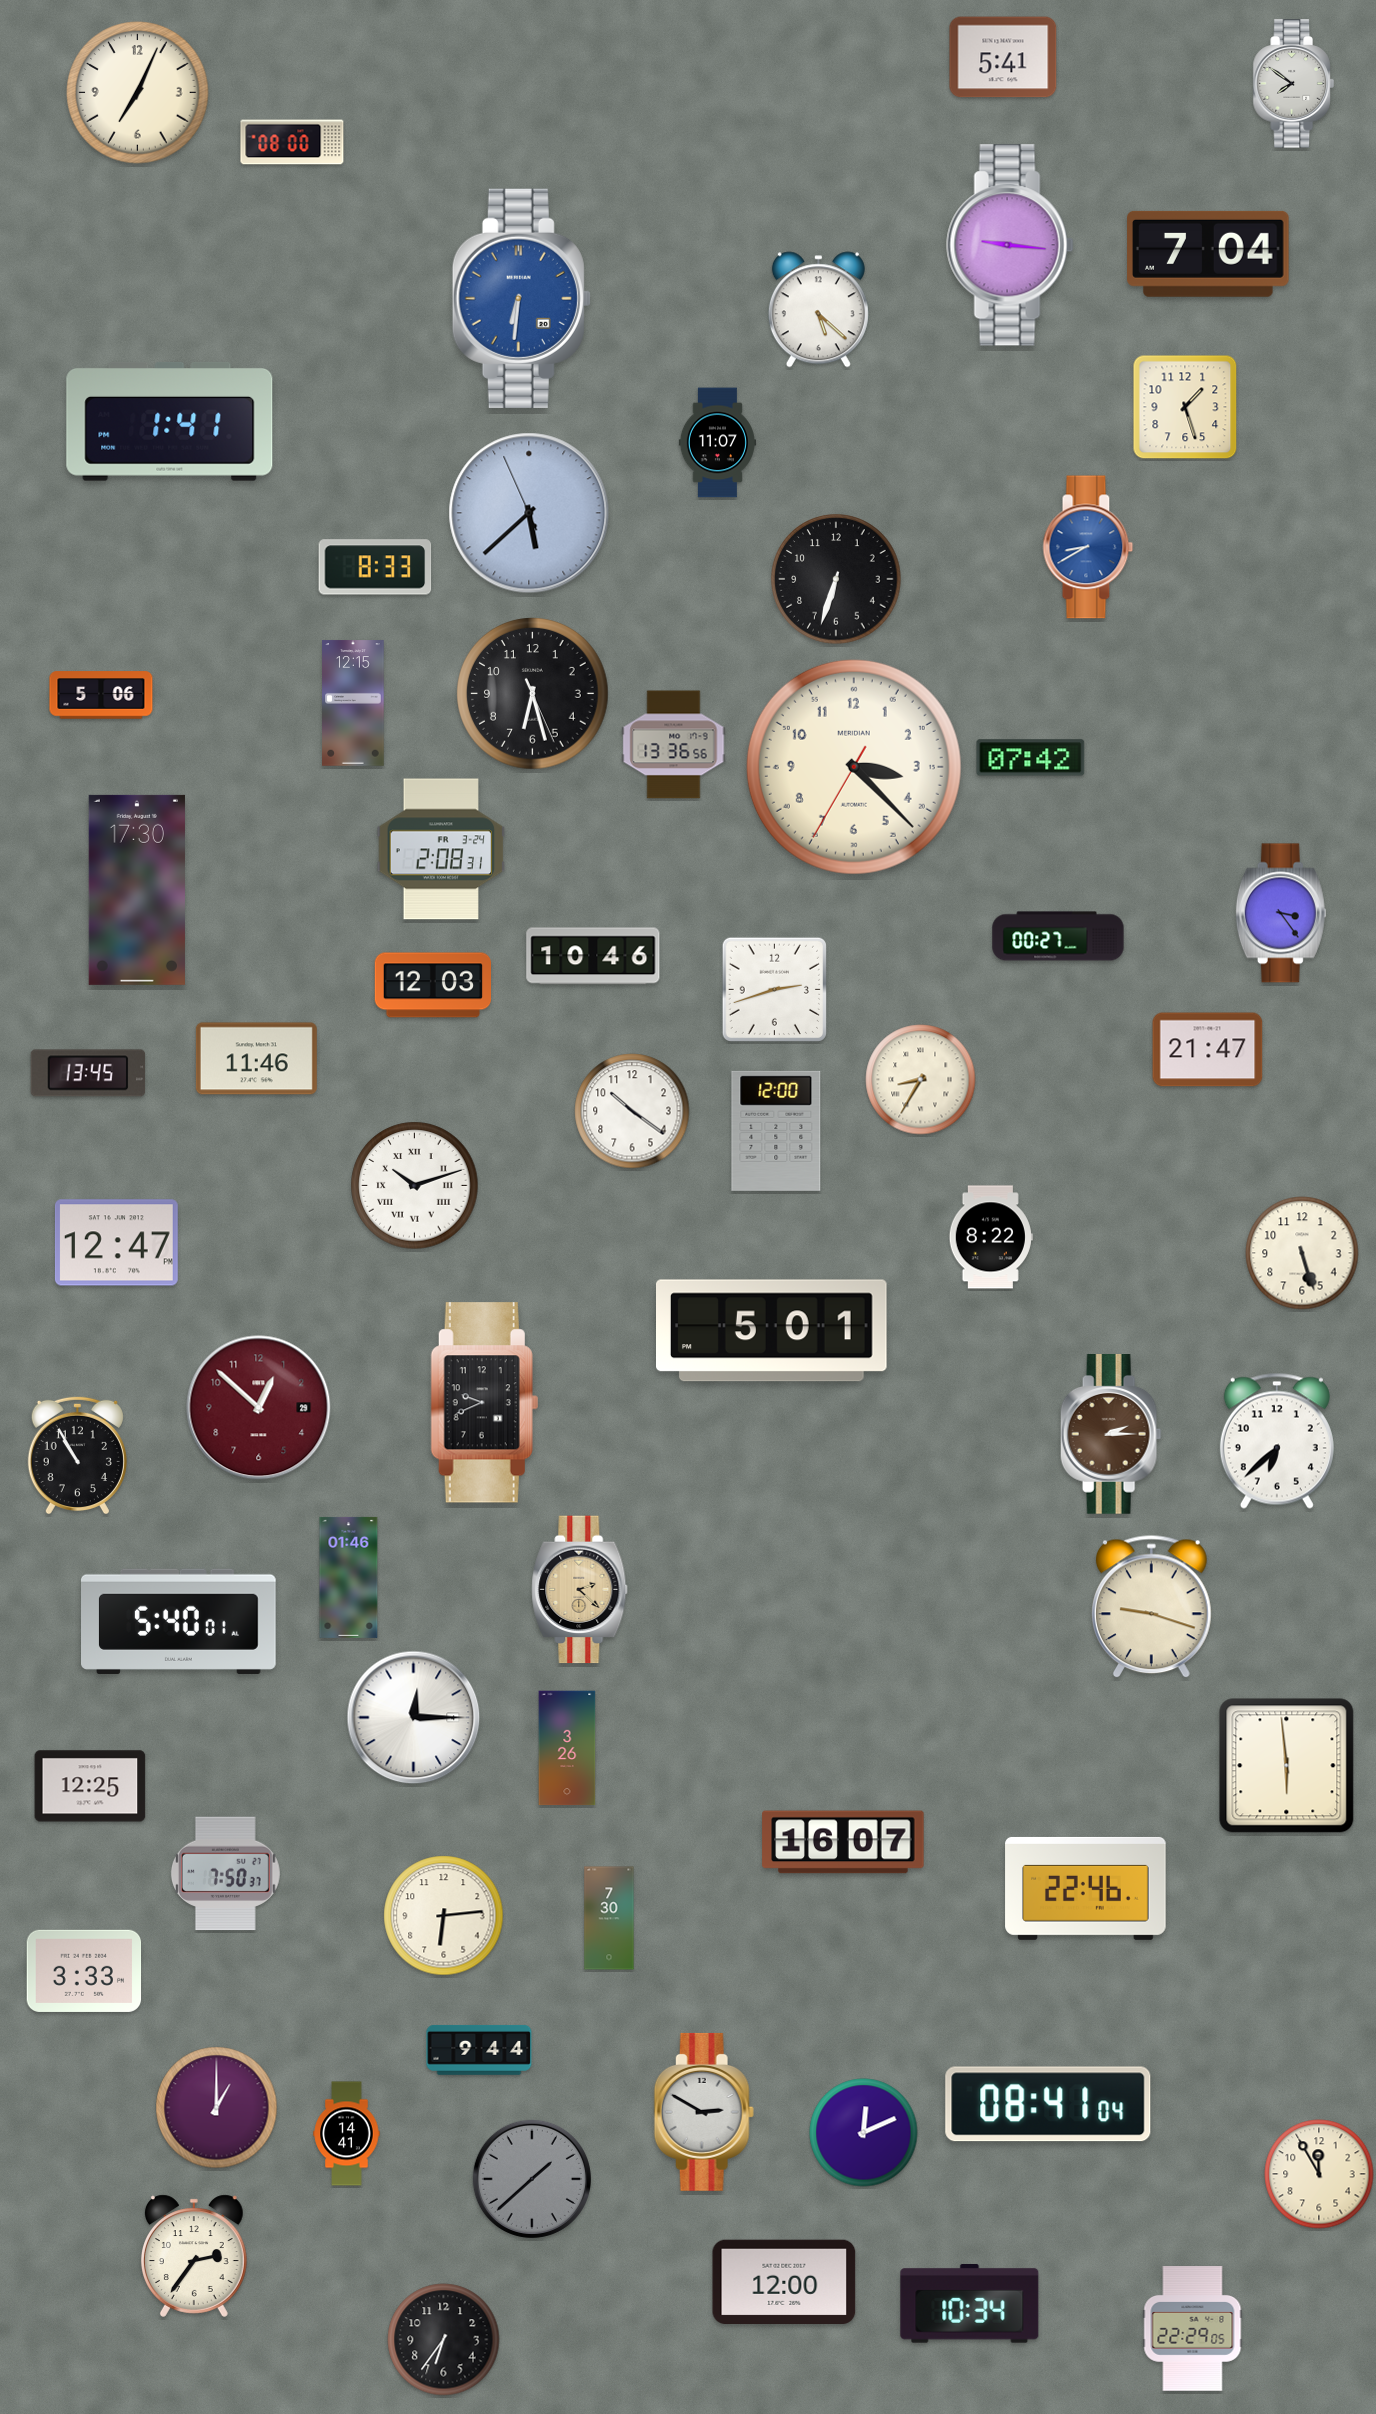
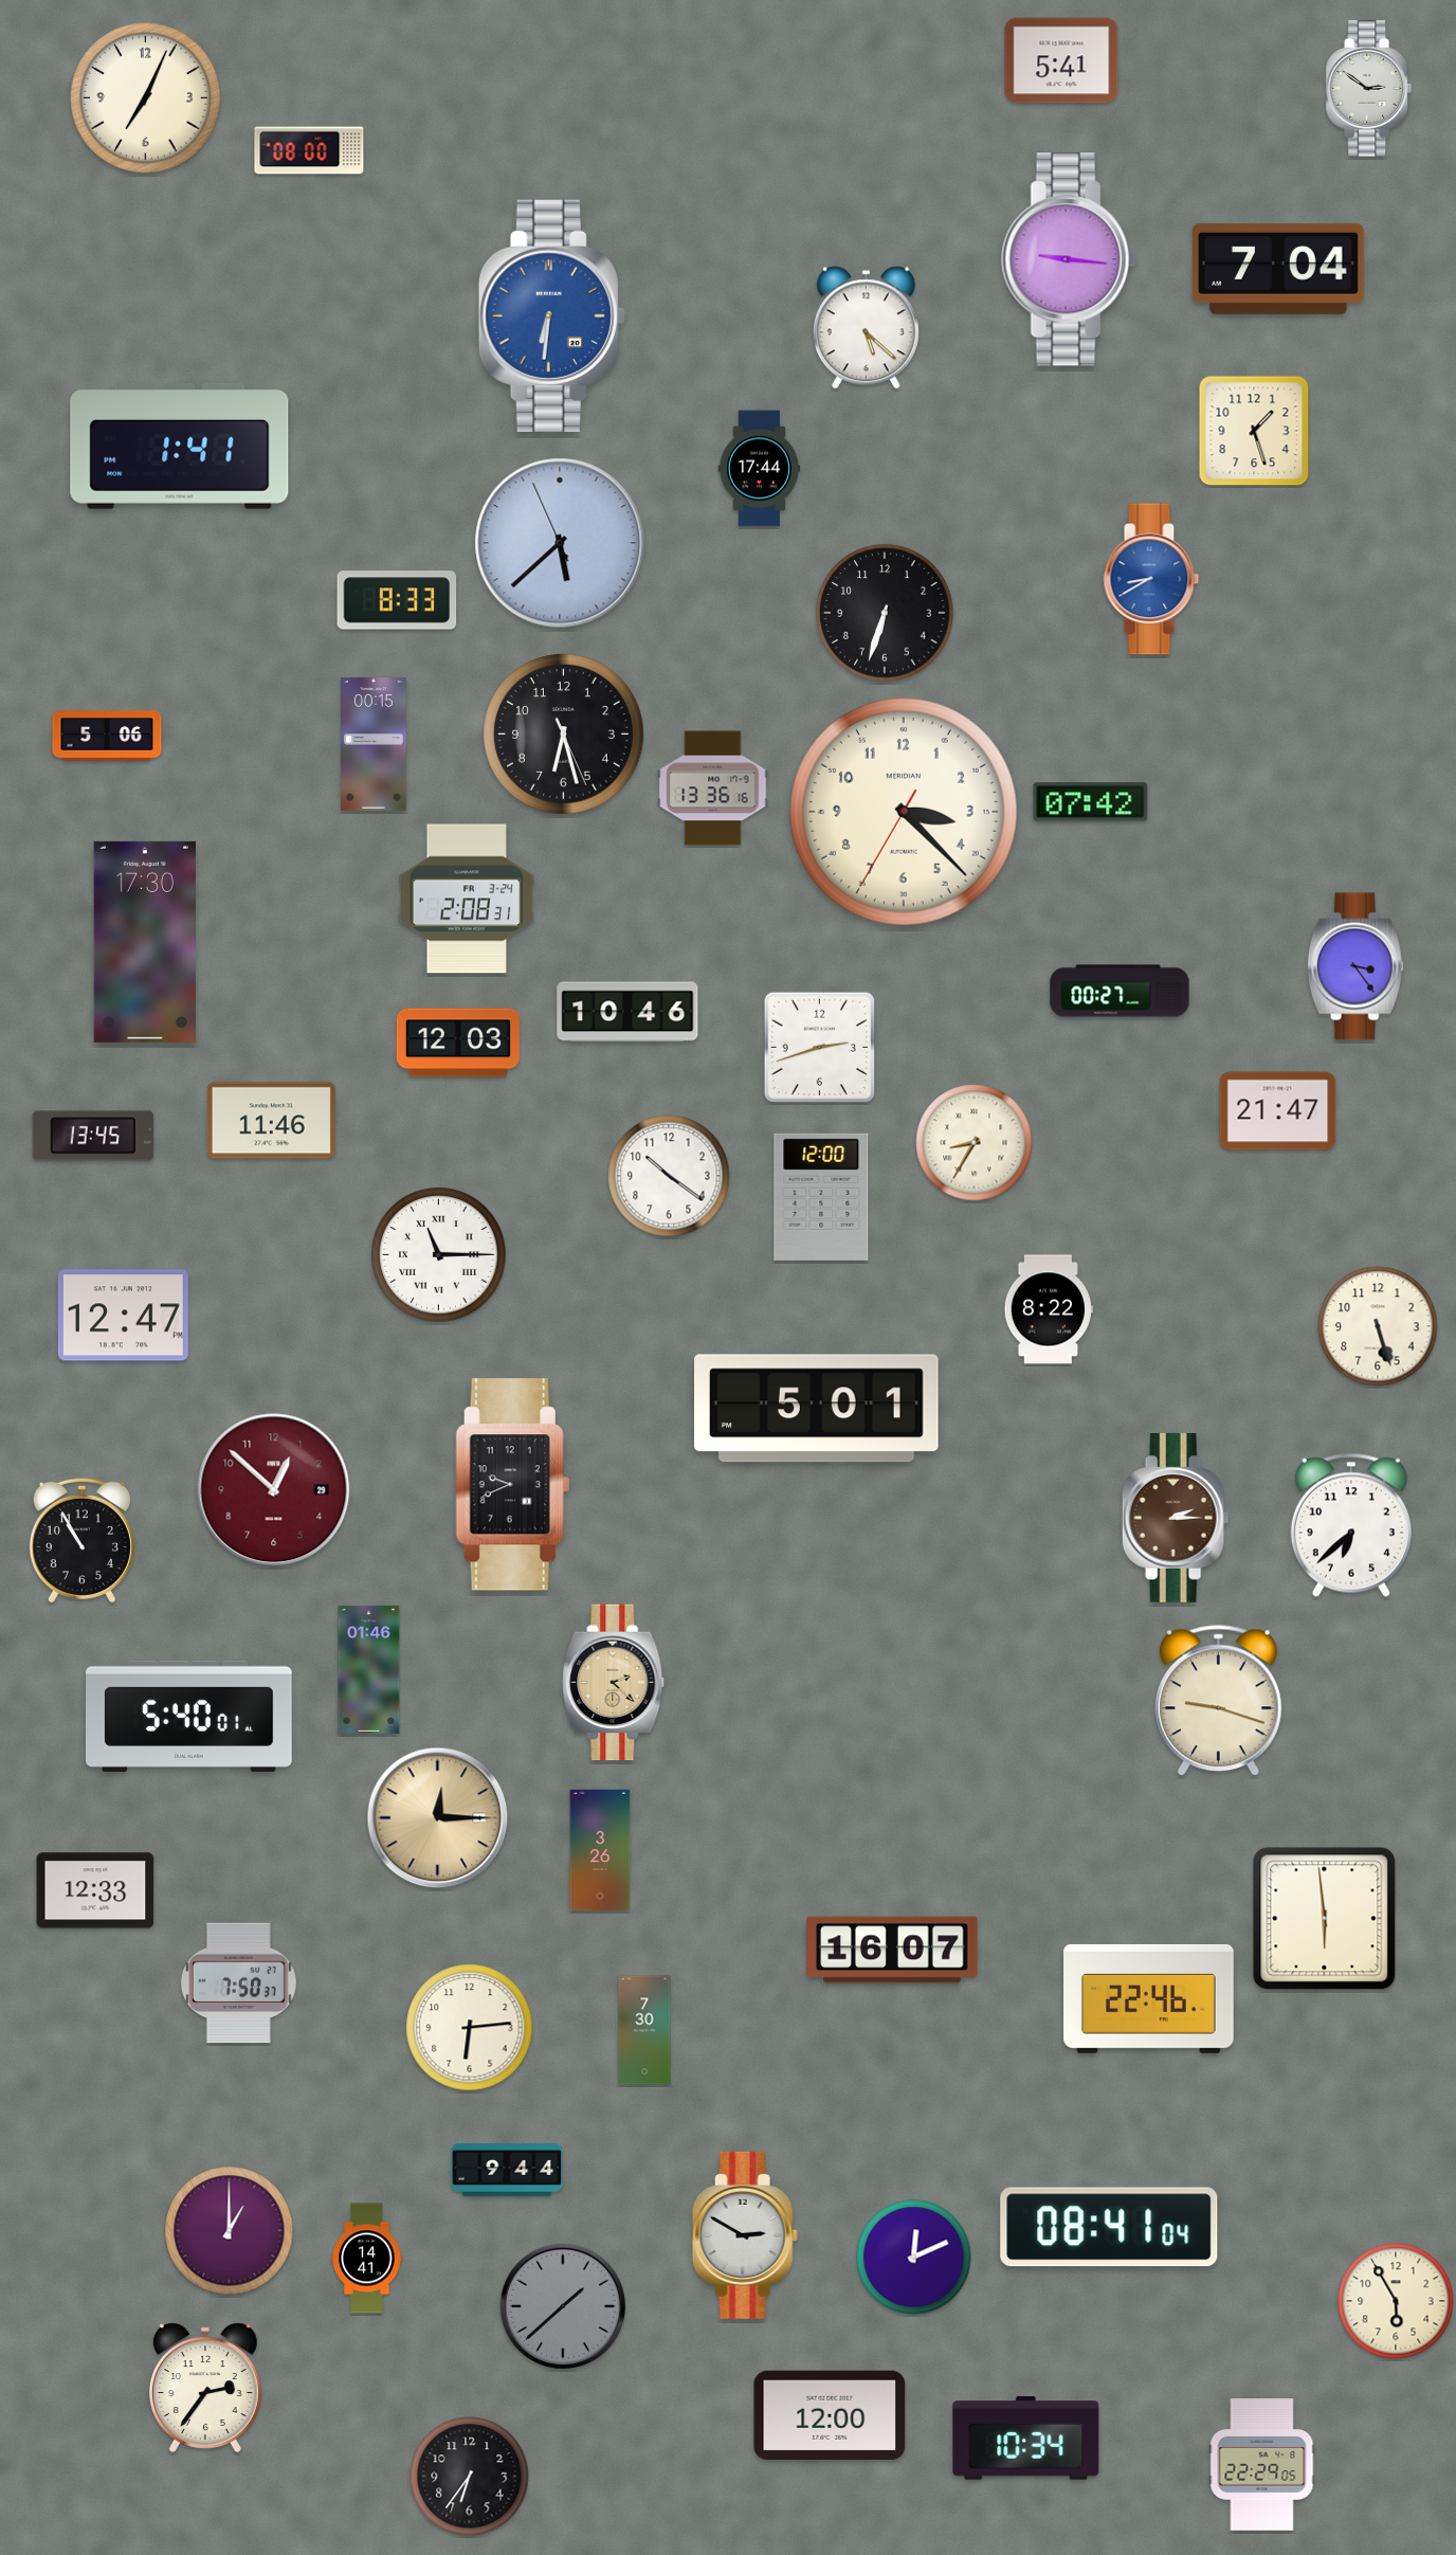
clock at (1293, 84): 7:51 -> 2:51
clock at (717, 443): 11:07 -> 17:44
clock at (353, 703): 12:15 -> 00:15
clock at (674, 745): 13:36:56 -> 13:36:16
clock at (415, 1186): 10:12 -> 11:15
clock at (414, 1718) dial: white -> champagne
clock at (1287, 1766) position: (1287, 1766) -> (1325, 1919)
clock at (90, 1786): 12:25 -> 12:33
clock at (84, 1971): 3:33 -> none
clock at (1319, 2174): 11:55 -> 5:55
